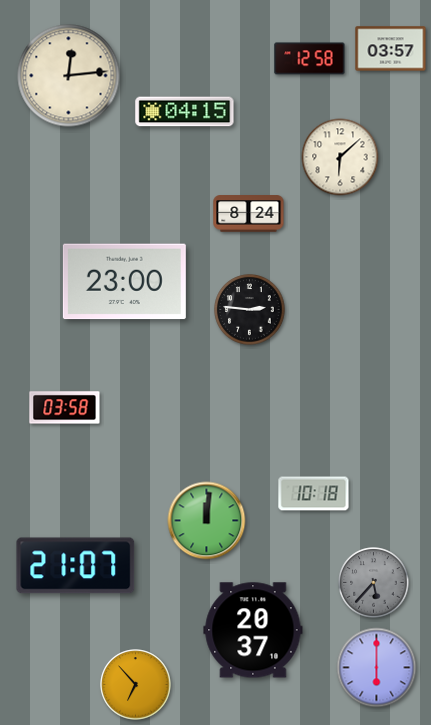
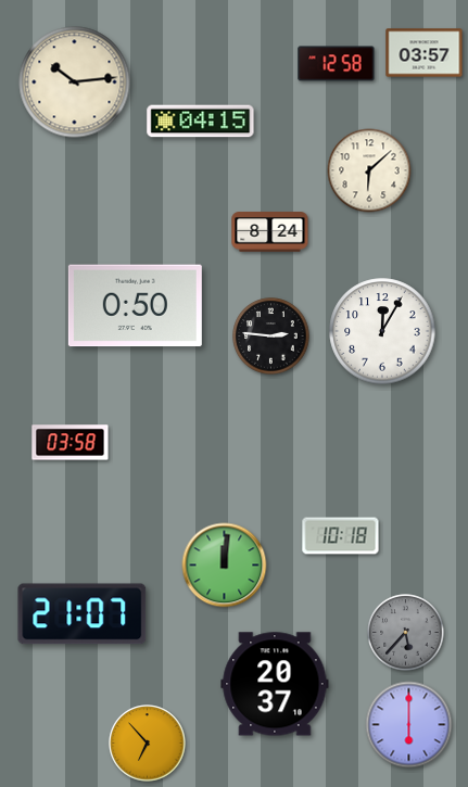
clock at (69, 76): 12:14 -> 10:14
clock at (124, 282): 23:00 -> 0:50
clock at (382, 331): none -> 12:05
